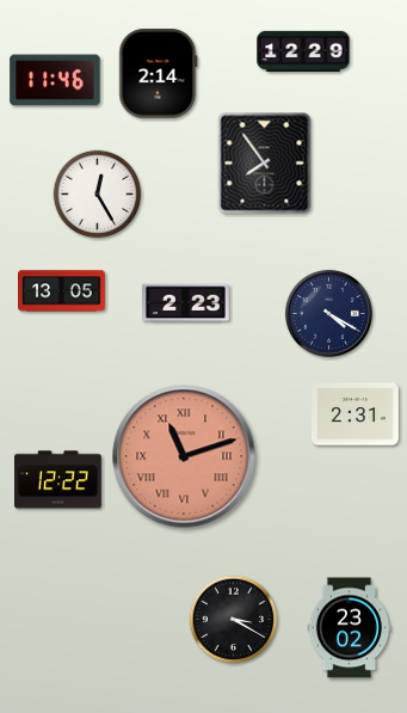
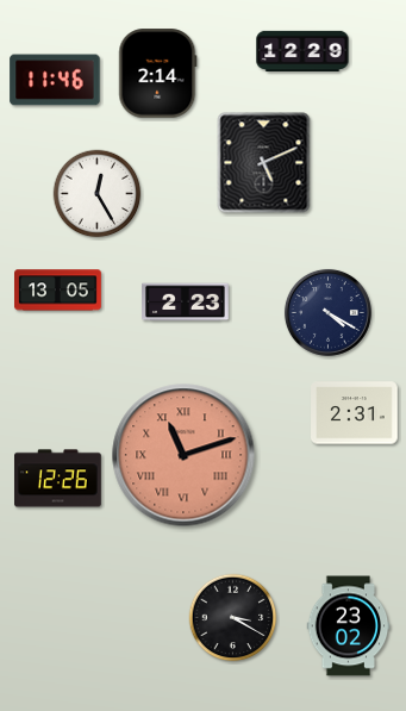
clock at (265, 164): 7:54 -> 5:11
clock at (62, 291) position: (62, 291) -> (58, 291)
clock at (58, 480): 12:22 -> 12:26
